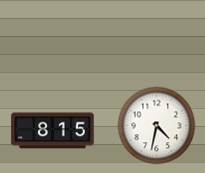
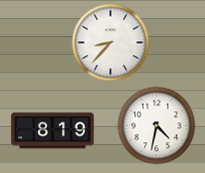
clock at (110, 42): none -> 8:37
clock at (53, 131): 8:15 -> 8:19
